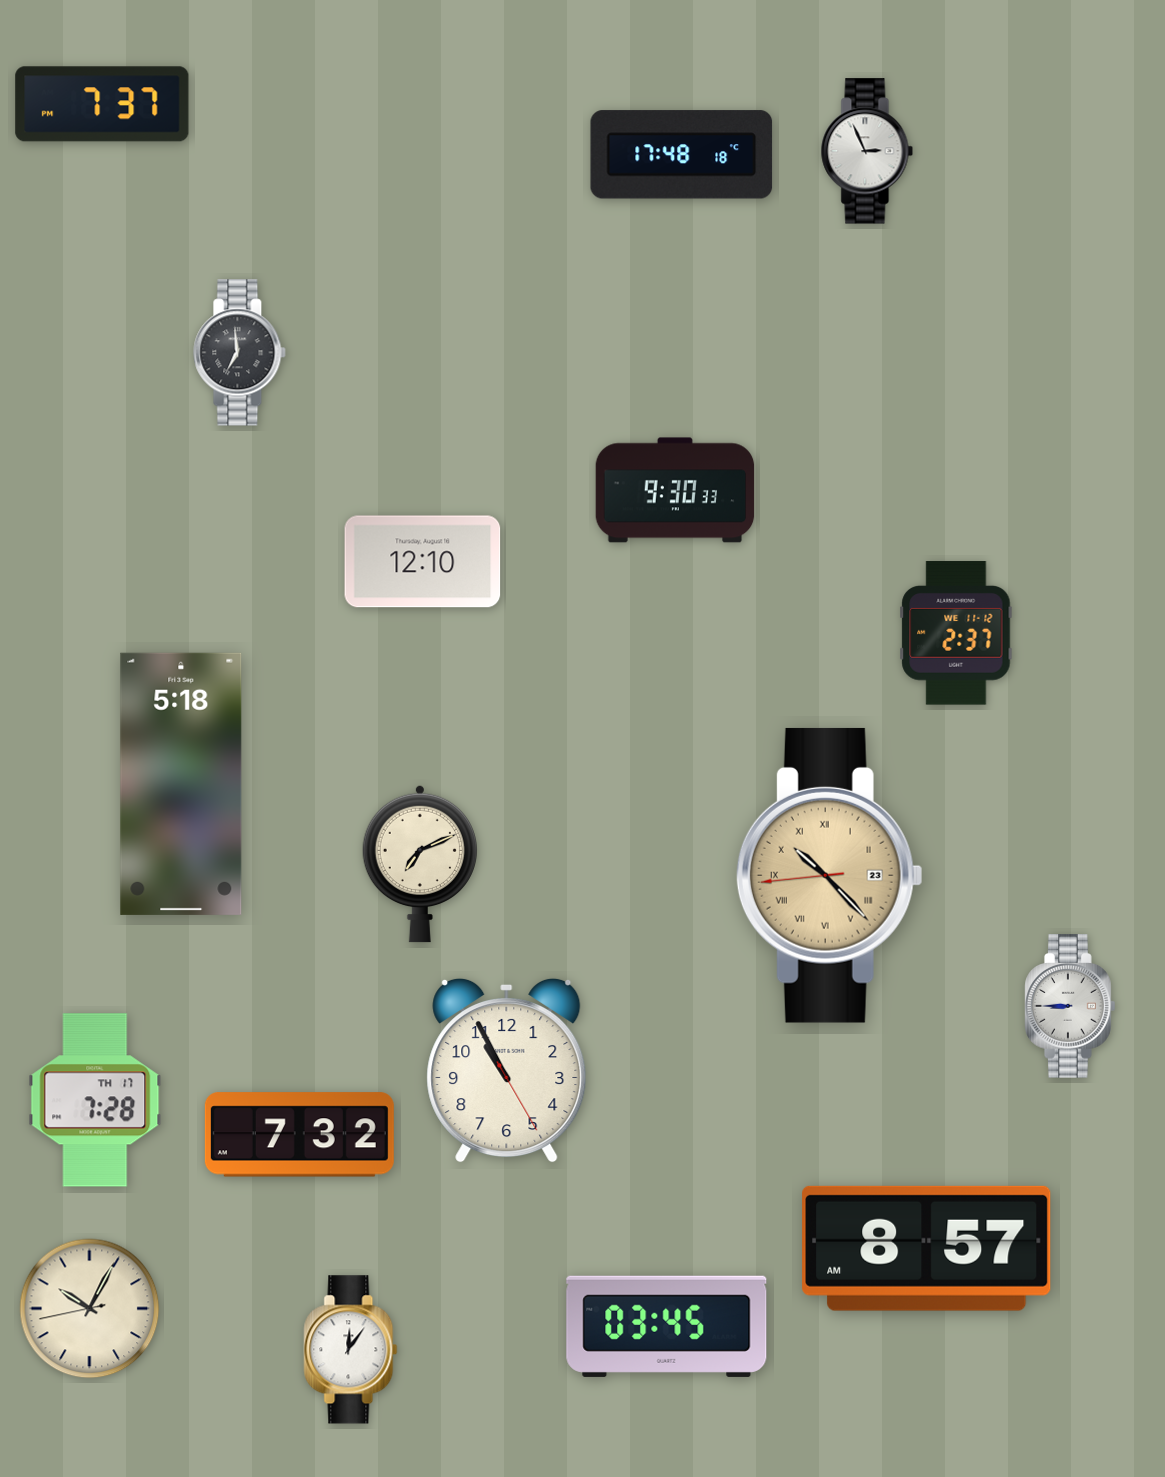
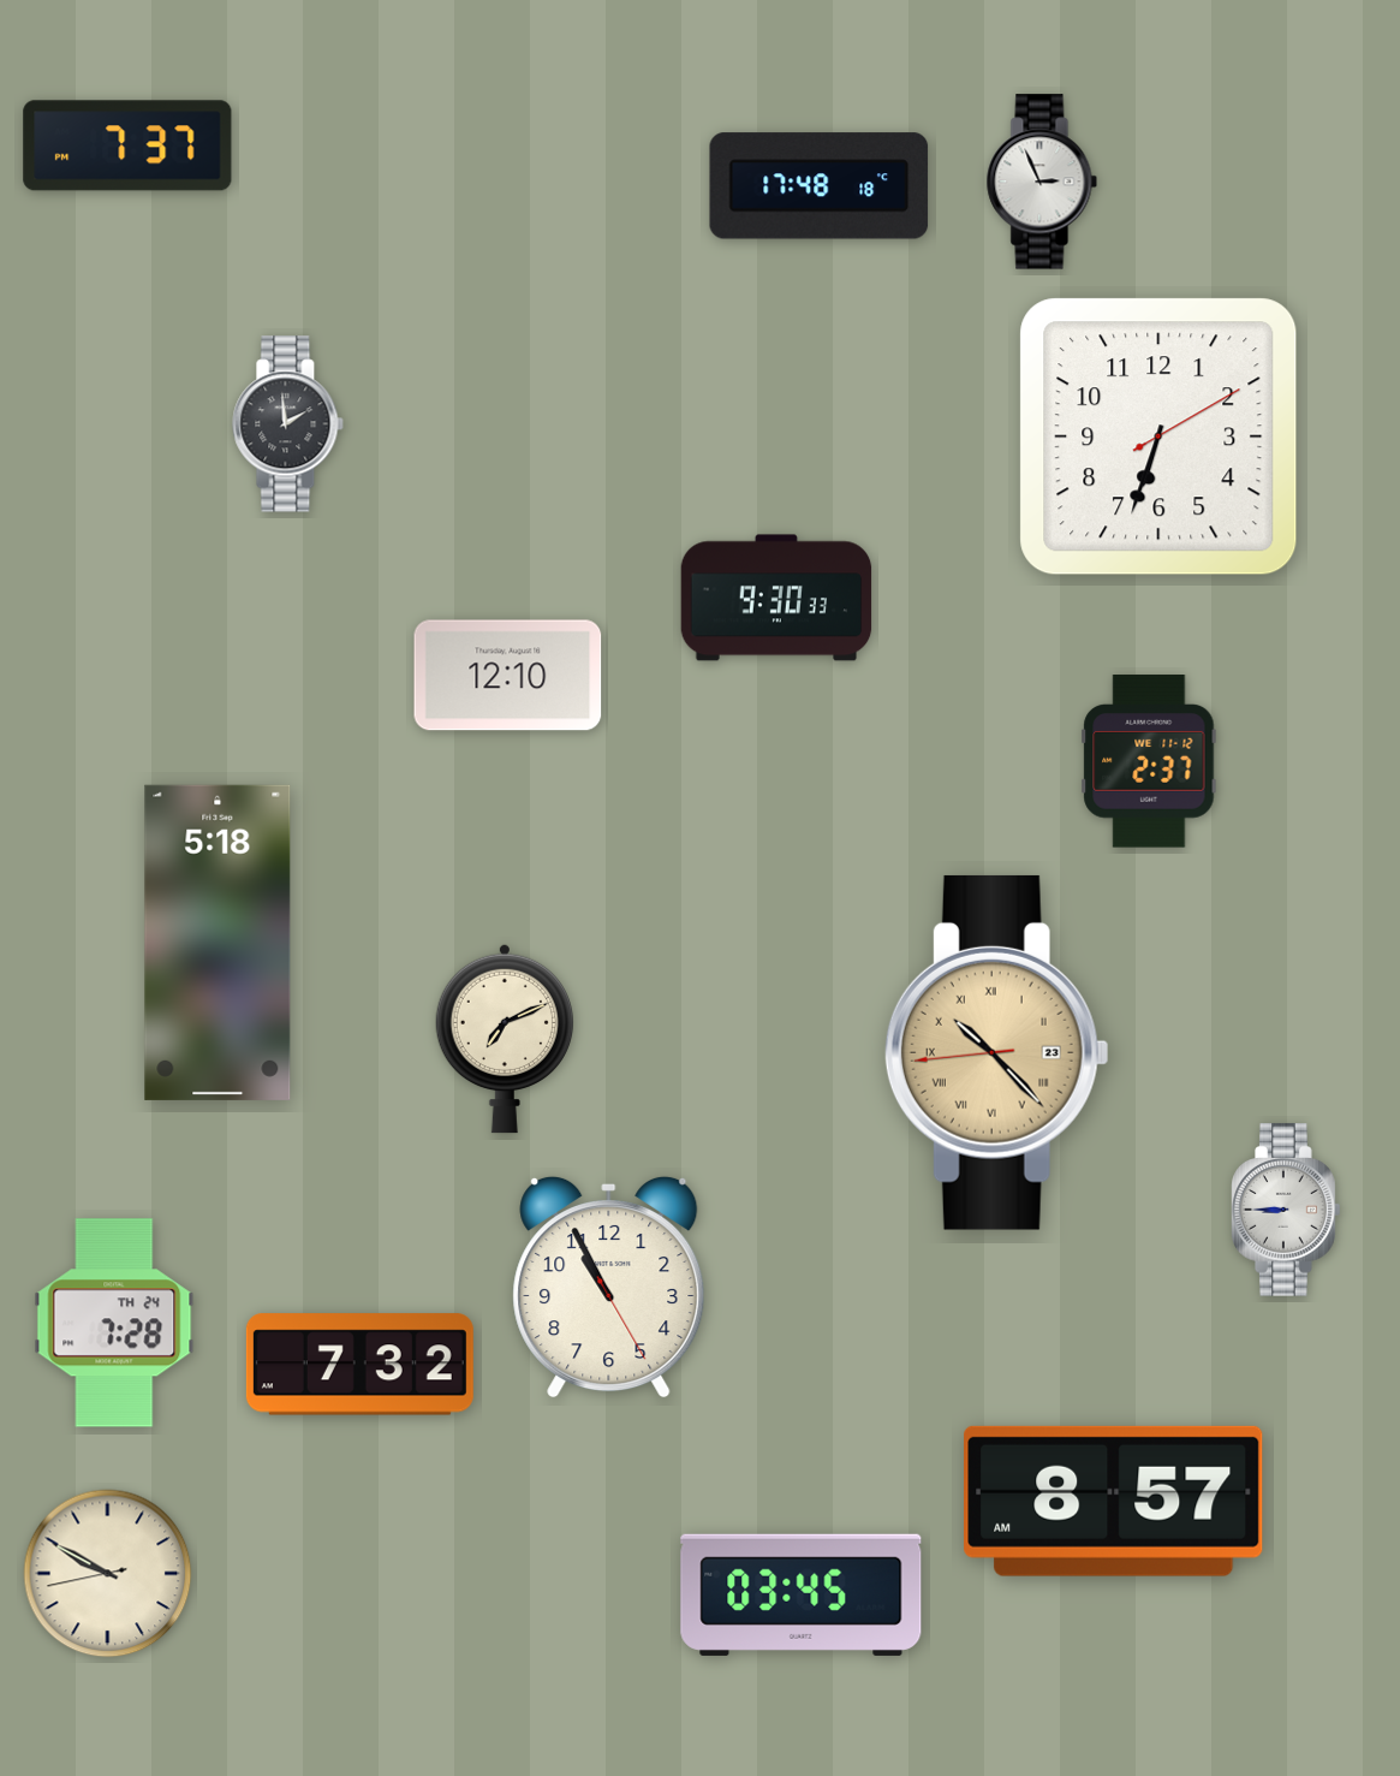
clock at (102, 104) position: (102, 104) -> (127, 145)
clock at (240, 353): 6:59 -> 1:59
clock at (1158, 436): none -> 6:33
clock at (675, 490) position: (675, 490) -> (776, 598)
clock at (95, 1100) date: TH 17 -> TH 24
clock at (90, 1309): 10:04 -> 9:49
clock at (351, 1350): 12:06 -> none
